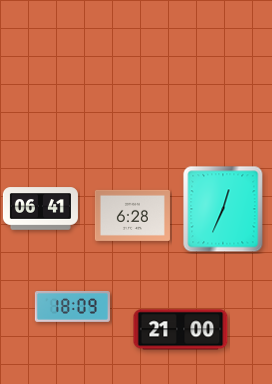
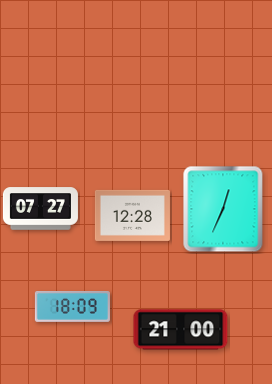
clock at (40, 209): 06:41 -> 07:27
clock at (132, 215): 6:28 -> 12:28
